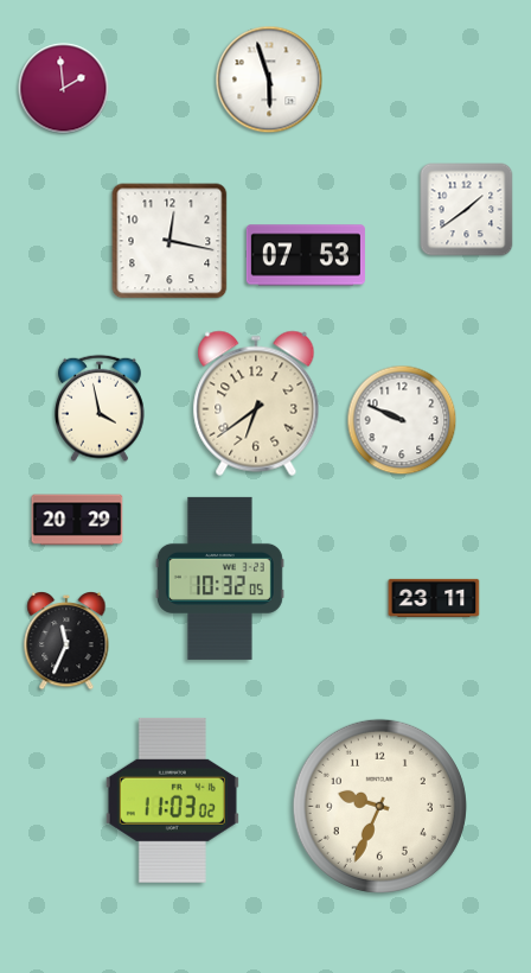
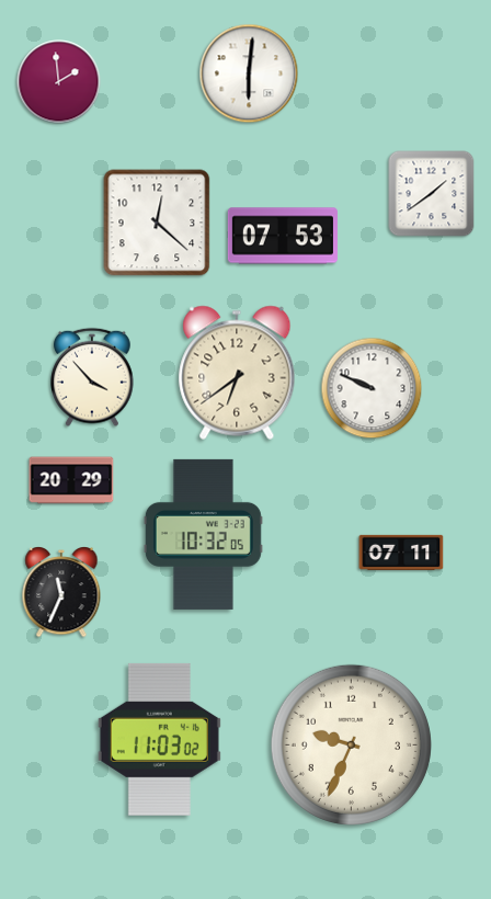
clock at (269, 80): 5:57 -> 6:01
clock at (169, 241): 12:17 -> 12:22
clock at (101, 408): 3:58 -> 3:53
clock at (434, 598): 23:11 -> 07:11
